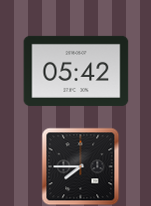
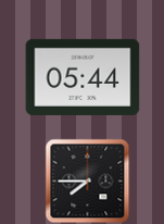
clock at (76, 71): 05:42 -> 05:44
